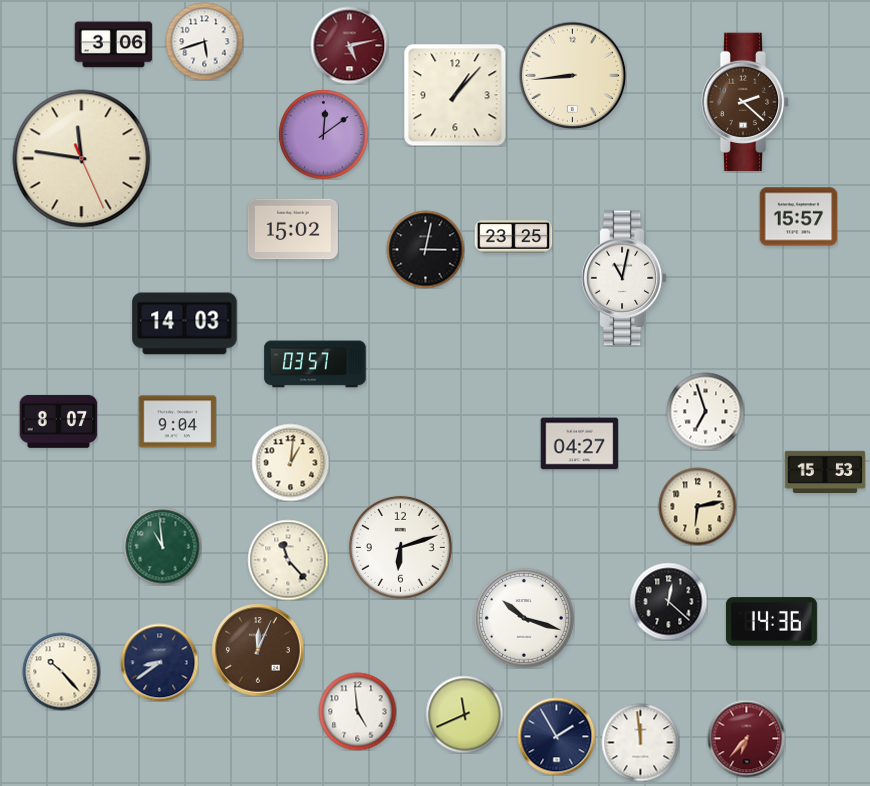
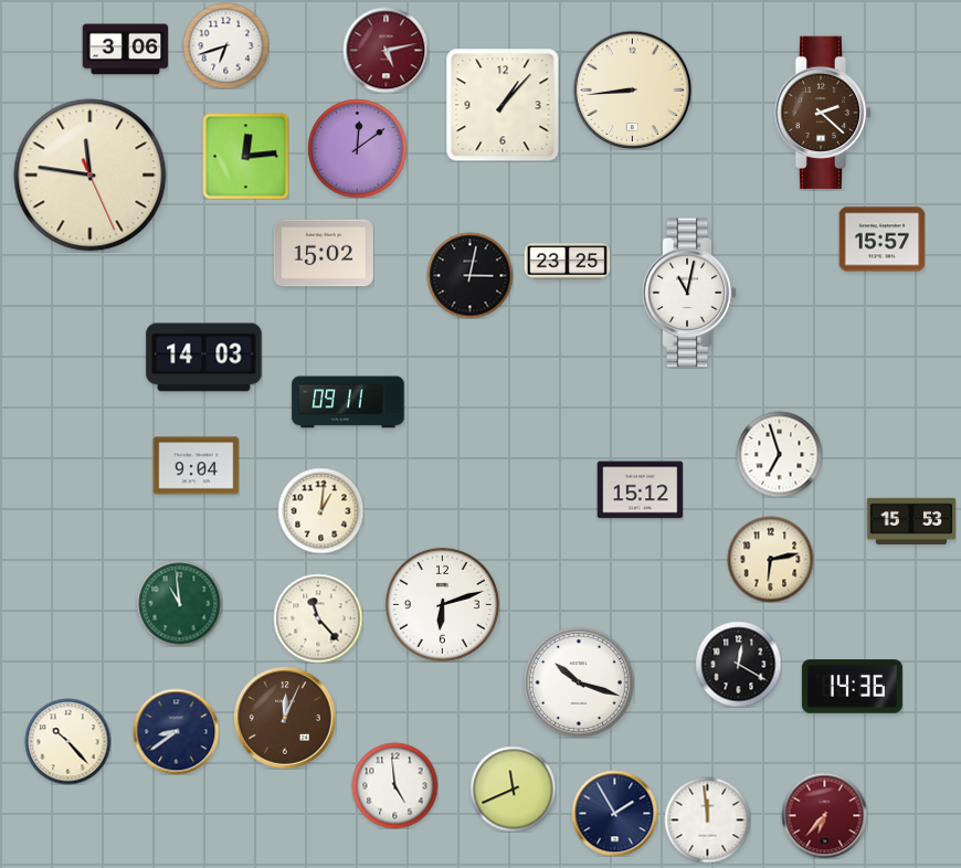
clock at (204, 41): 5:42 -> 6:42
clock at (572, 75) position: (572, 75) -> (632, 89)
clock at (245, 156): none -> 12:14
clock at (624, 278) position: (624, 278) -> (689, 293)
clock at (315, 364): 03:57 -> 09:11
clock at (58, 421): 8:07 -> none
clock at (579, 444): 04:27 -> 15:12
clock at (668, 601): 12:22 -> 12:20
